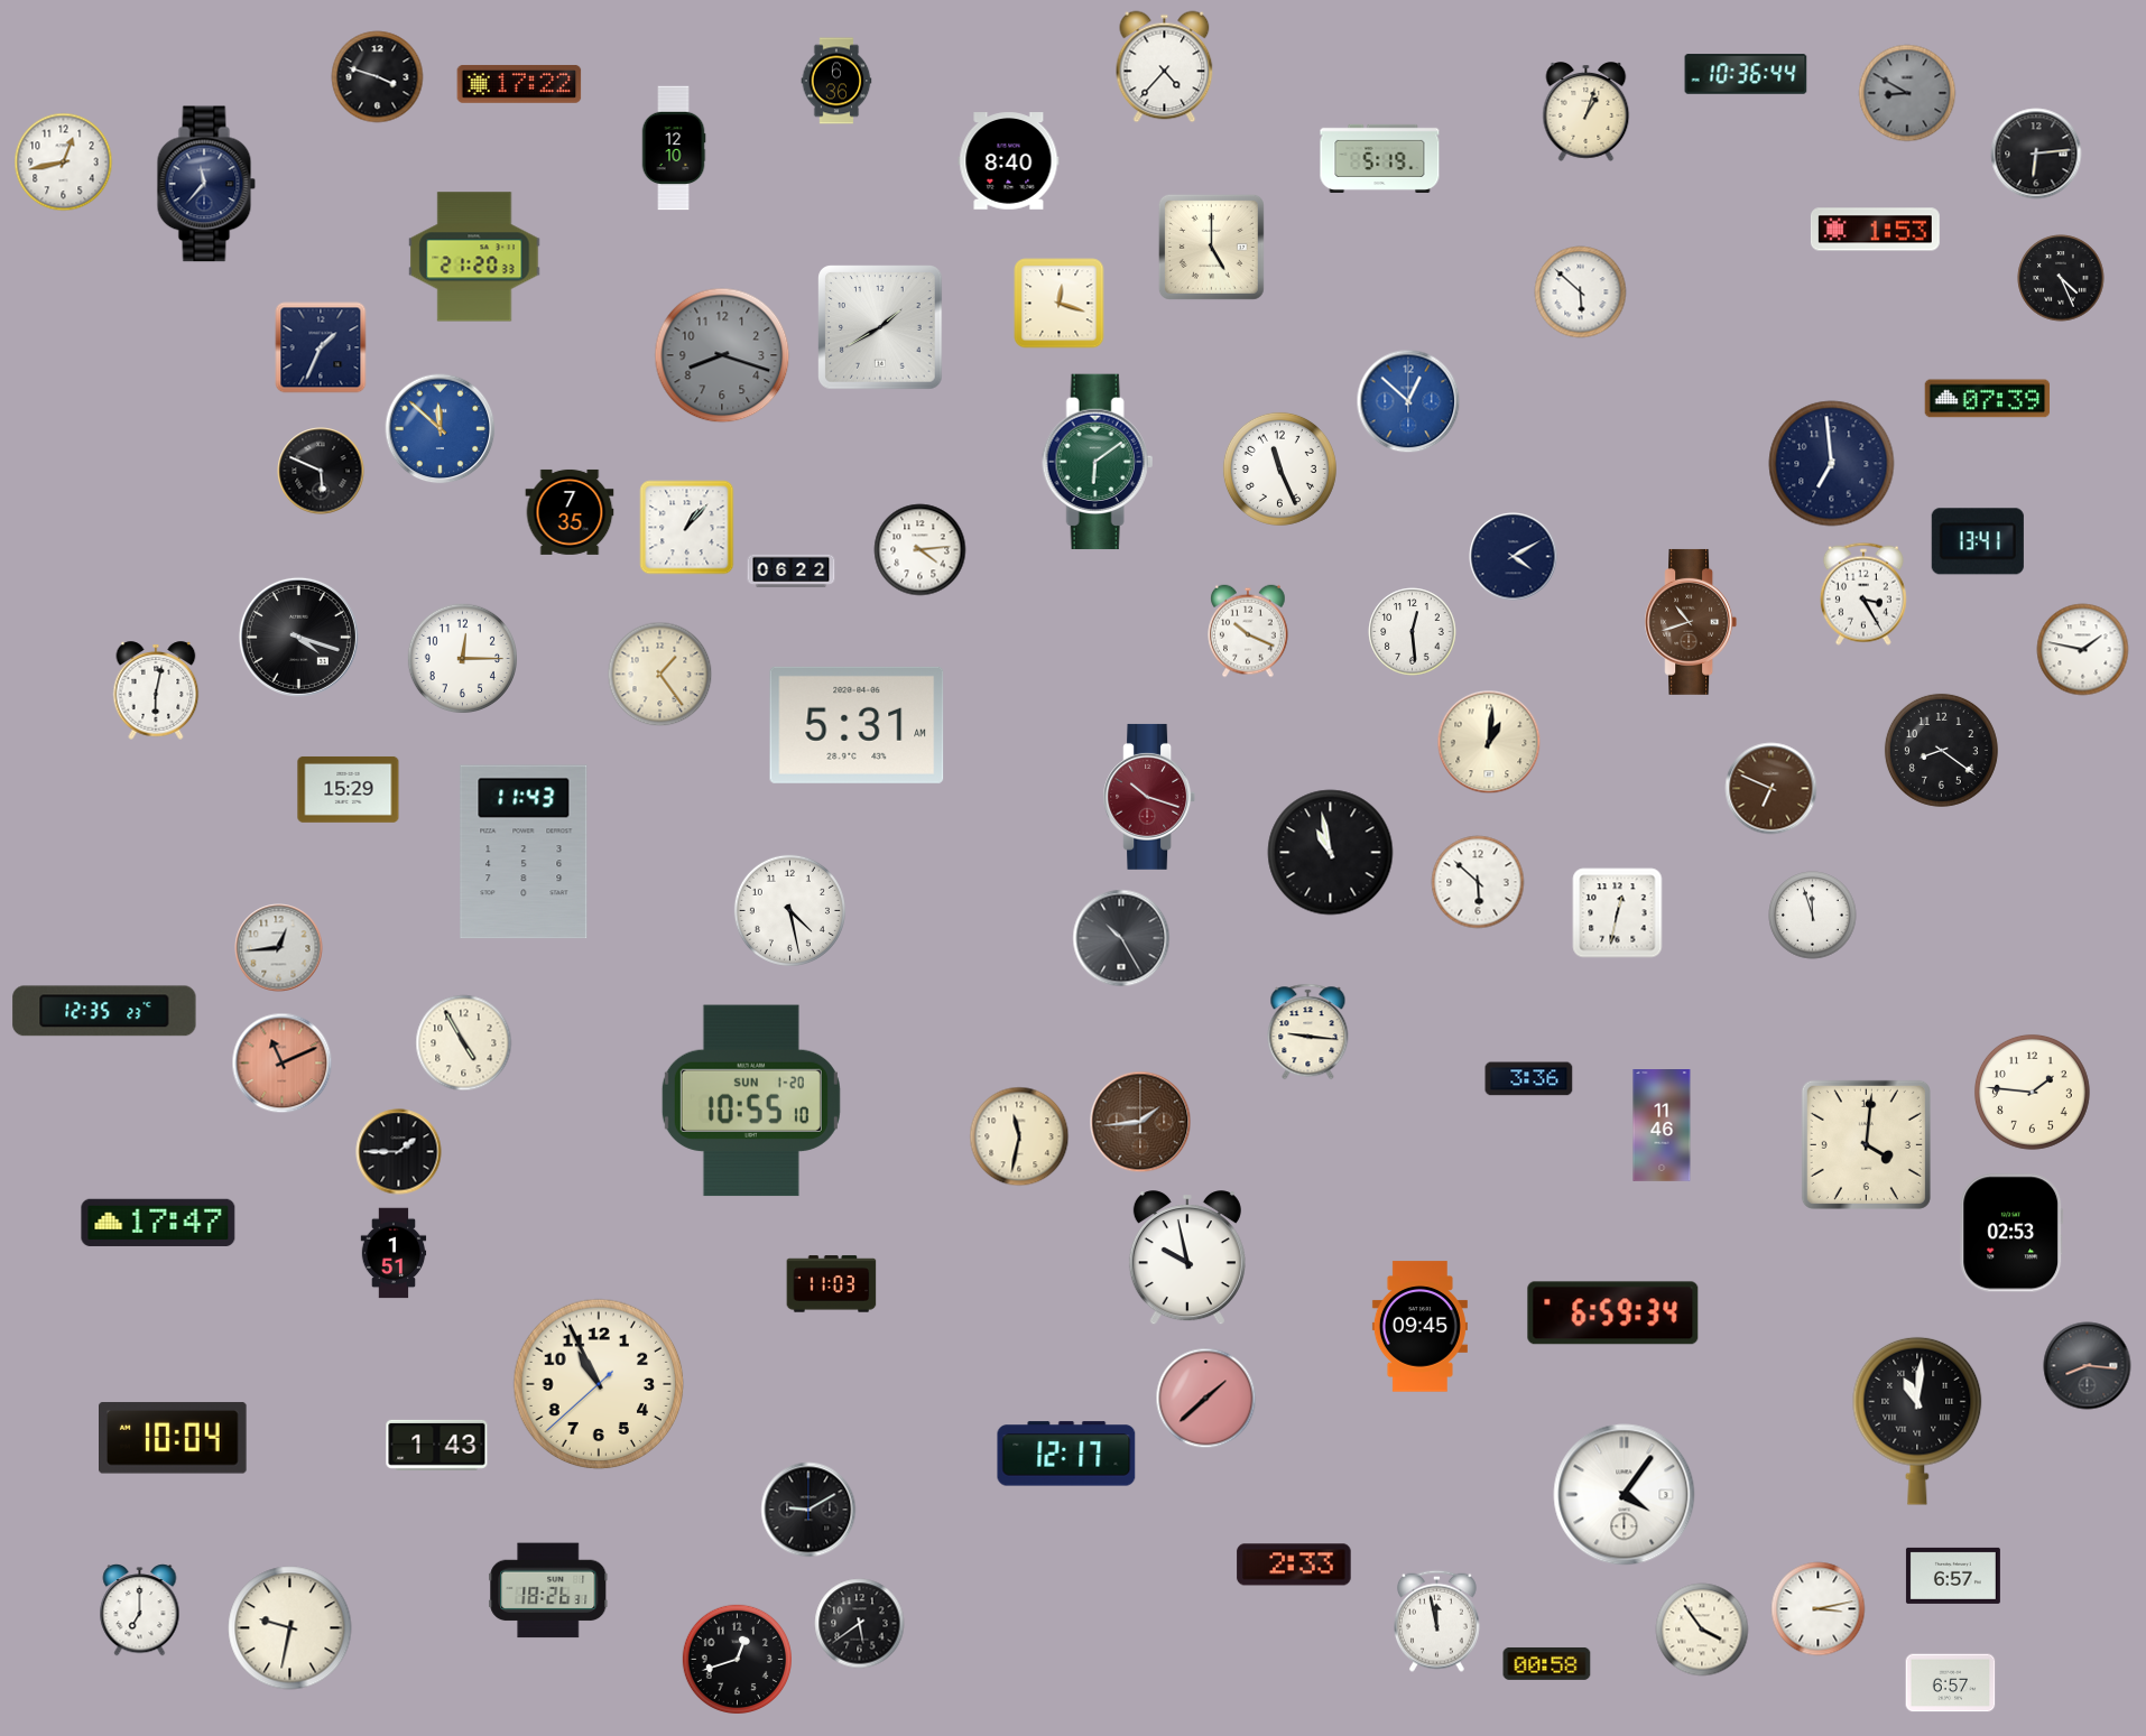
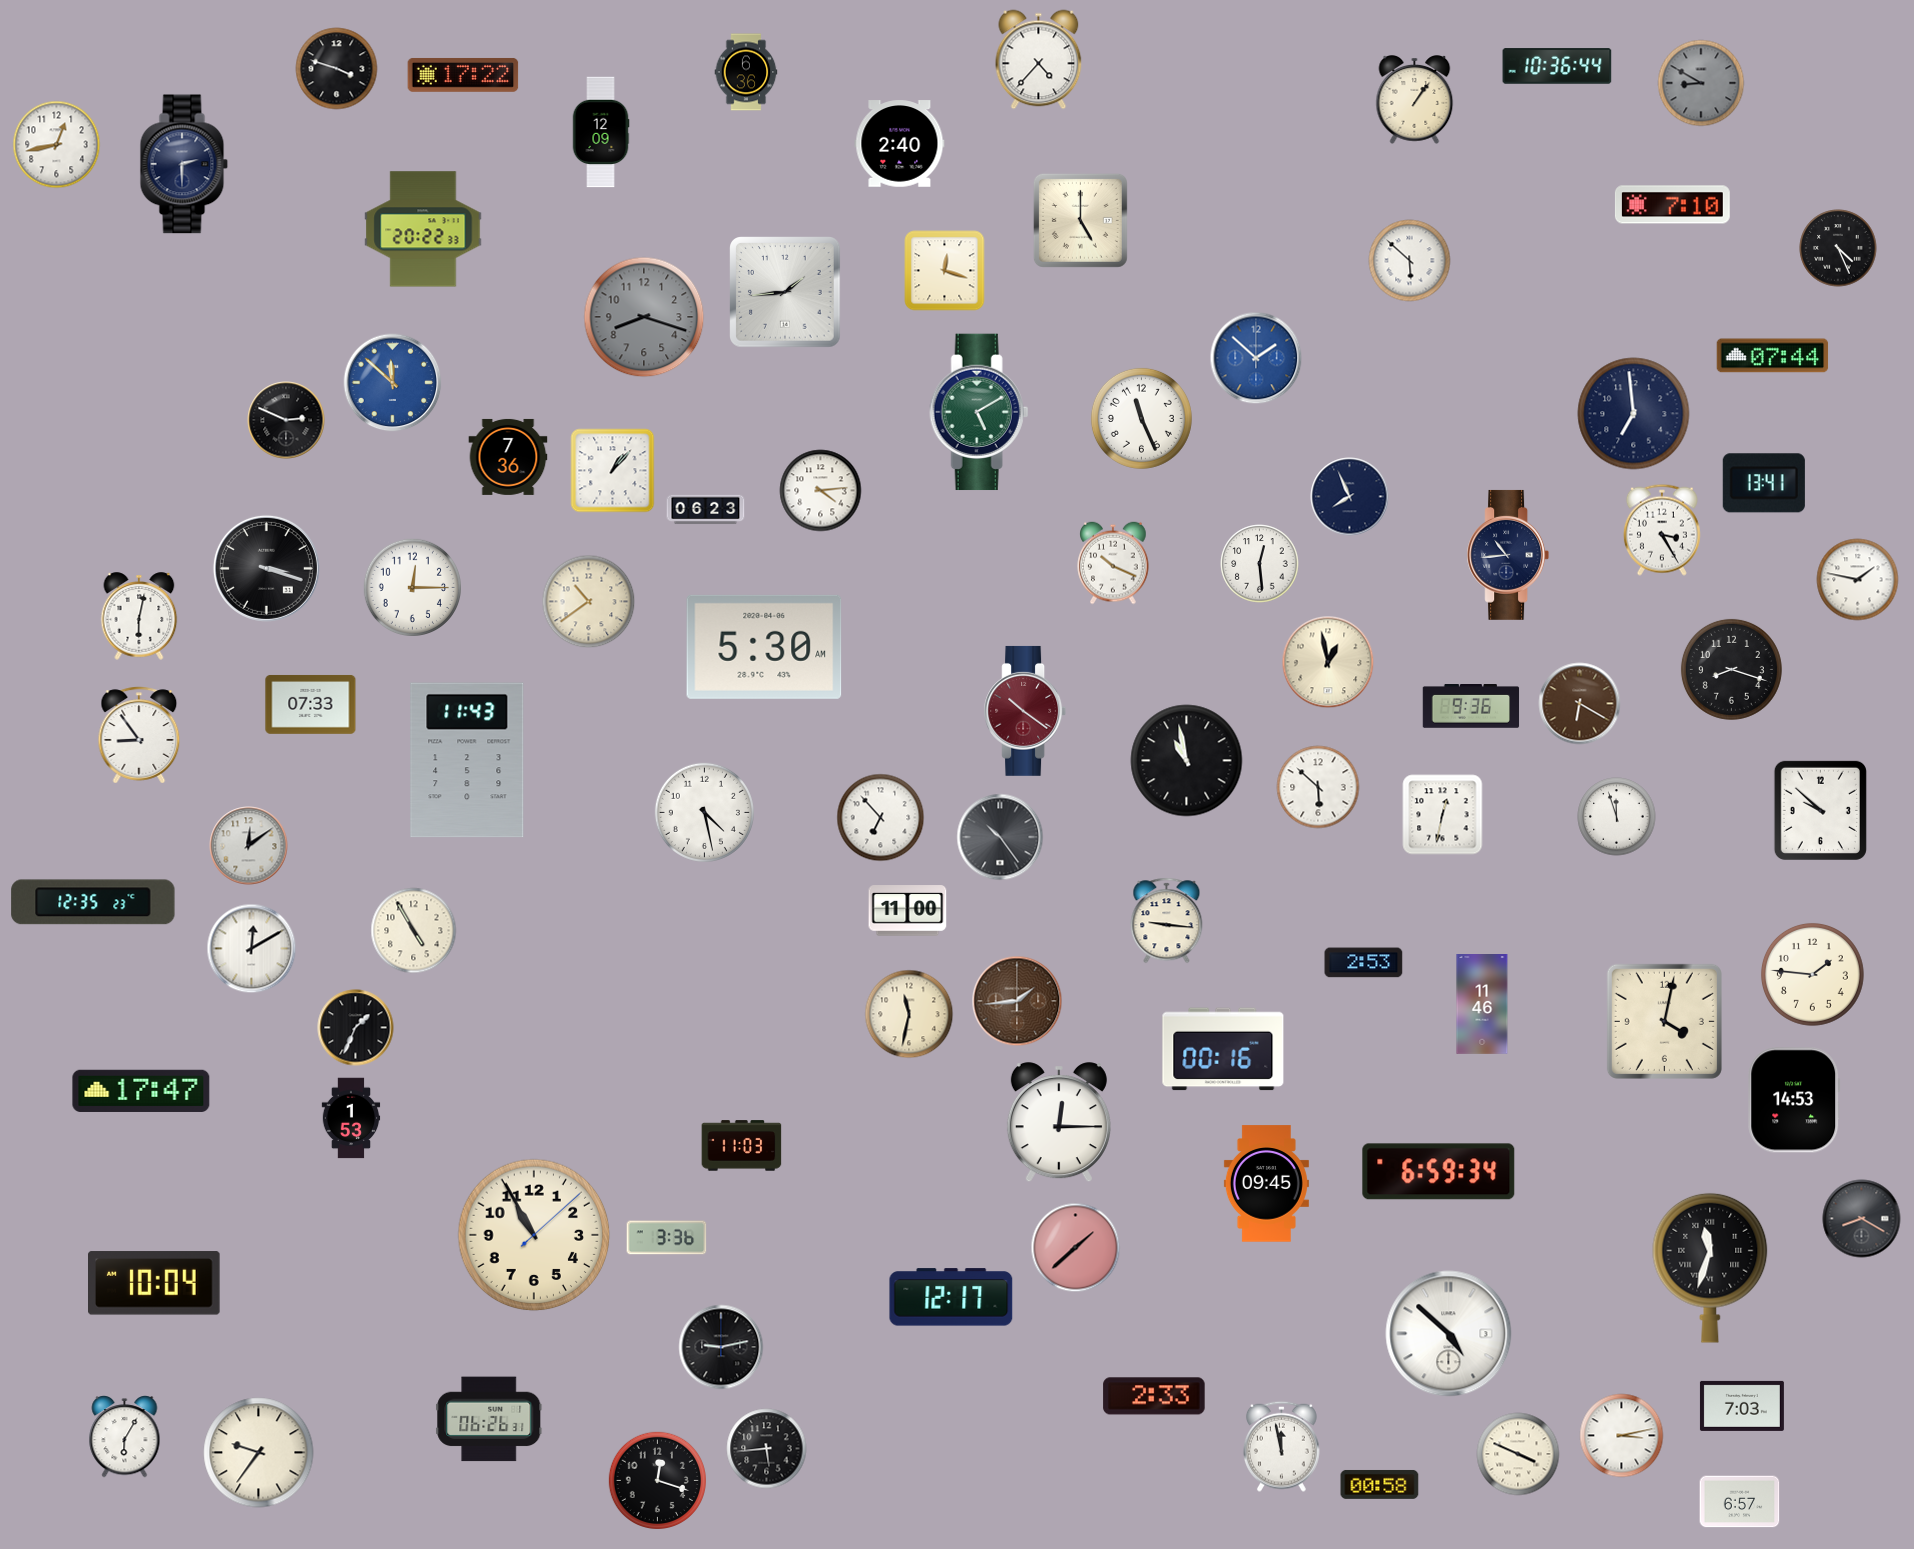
clock at (1587, 112): 1:03 -> 1:06
clock at (674, 148): 12:10 -> 12:09
clock at (2036, 154): 6:14 -> none
clock at (1380, 158): 5:19 -> none
clock at (1009, 161): 8:40 -> 2:40
clock at (206, 184): 11:37 -> 2:30
clock at (1875, 230): 1:53 -> 7:10
clock at (474, 257): 21:20 -> 20:22
clock at (880, 327): 1:40 -> 1:44
clock at (321, 347): 1:34 -> none
clock at (1988, 399): 07:39 -> 07:44
clock at (1408, 401): 12:52 -> 1:52
clock at (1098, 462): 6:09 -> 5:10
clock at (321, 471): 5:49 -> 2:49
clock at (570, 512): 7:35 -> 7:36
clock at (1514, 557): 4:10 -> 7:56
clock at (792, 572): 06:22 -> 06:23
clock at (1691, 622): 10:42 -> 10:44
clock at (1691, 622) dial: brown -> navy
clock at (298, 637): 4:18 -> 3:18
clock at (660, 675): 1:24 -> 10:39
clock at (857, 725): 5:31 -> 5:30
clock at (1489, 742): 1:01 -> 12:58
clock at (1941, 750): 8:21 -> 8:18
clock at (349, 789): 15:29 -> 07:33
clock at (1772, 789): 6:49 -> 6:20
clock at (1471, 707): none -> 9:36
clock at (1149, 797): 10:18 -> 10:21
clock at (139, 735): none -> 8:54
clock at (1820, 810): none -> 9:52
clock at (881, 818): none -> 6:53
clock at (1121, 938): 10:25 -> 10:24
clock at (279, 948): 12:44 -> 12:09
clock at (908, 911): none -> 11:00
clock at (283, 1064): 11:11 -> 12:10
clock at (283, 1064) dial: salmon -> white
clock at (1529, 1079): 3:36 -> 2:53
clock at (751, 1101): 10:55 -> none
clock at (1866, 1144): 4:01 -> 4:02
clock at (399, 1152): 1:45 -> 1:34
clock at (1223, 1049): none -> 00:16
clock at (2011, 1233): 02:53 -> 14:53
clock at (394, 1253): 1:51 -> 1:53
clock at (1187, 1259): 9:58 -> 12:15
clock at (2088, 1366): 8:16 -> 8:20
clock at (599, 1384): 10:55:38 -> 10:55:08
clock at (667, 1238): none -> 3:36
clock at (1917, 1421): 11:01 -> 11:33
clock at (437, 1445): 1:43 -> none
clock at (1625, 1495): 4:06 -> 4:52
clock at (808, 1510): 9:10 -> 9:13
clock at (1953, 1576): 6:57 -> 7:03
clock at (548, 1590): 18:26 -> 06:26
clock at (140, 1610): 7:00 -> 6:05
clock at (860, 1624): 5:39 -> 5:44
clock at (290, 1628): 9:32 -> 9:36
clock at (1702, 1630): 3:54 -> 3:49
clock at (737, 1659): 12:42 -> 12:18
